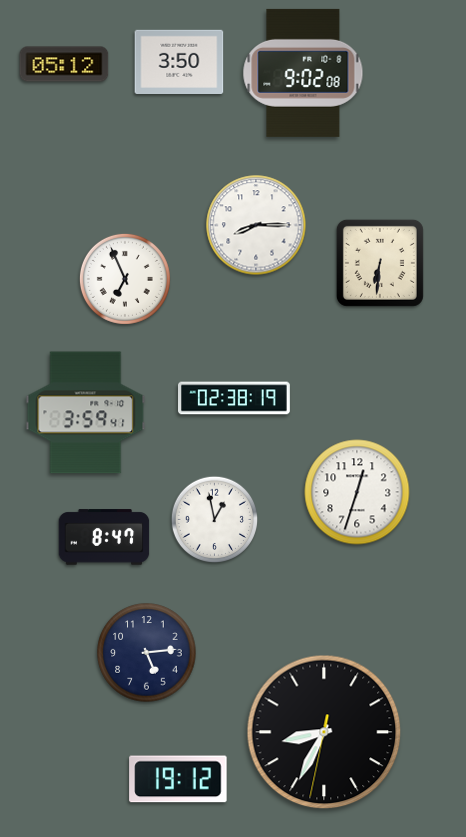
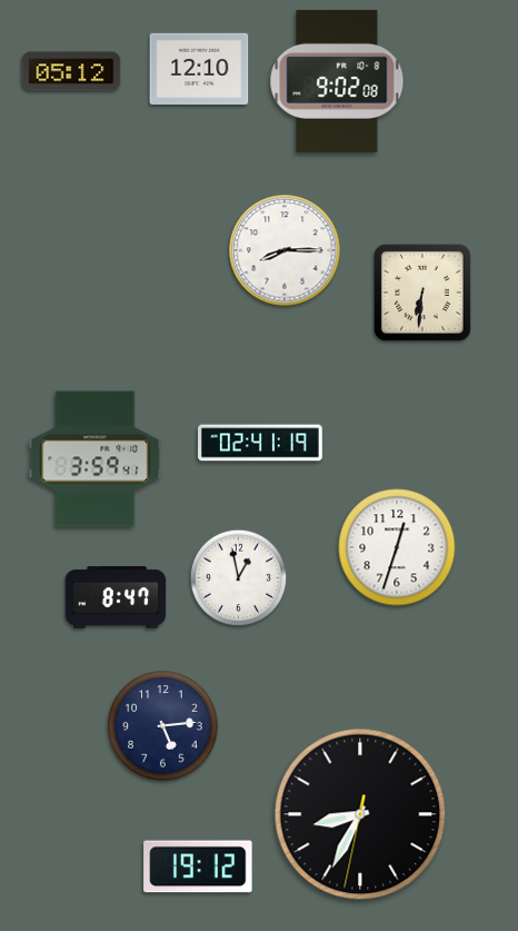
clock at (179, 61): 3:50 -> 12:10
clock at (125, 279): 6:56 -> none
clock at (235, 398): 02:38 -> 02:41
